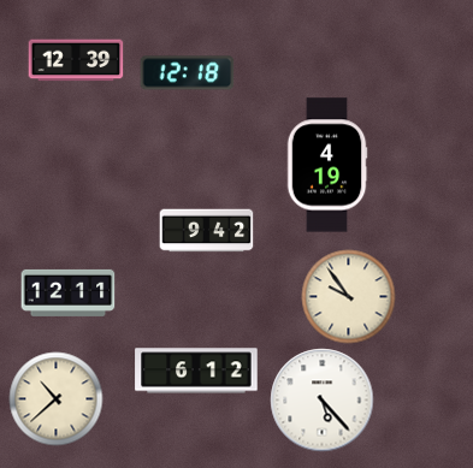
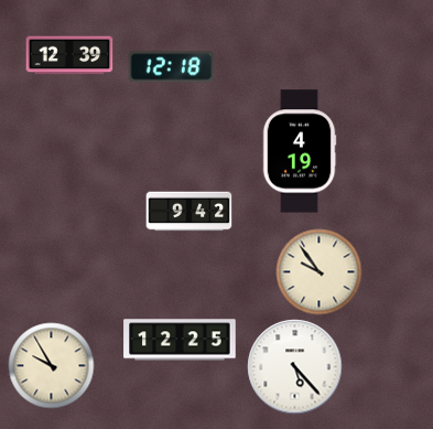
clock at (67, 292): 12:11 -> none
clock at (196, 371): 6:12 -> 12:25
clock at (55, 398): 10:38 -> 9:55
